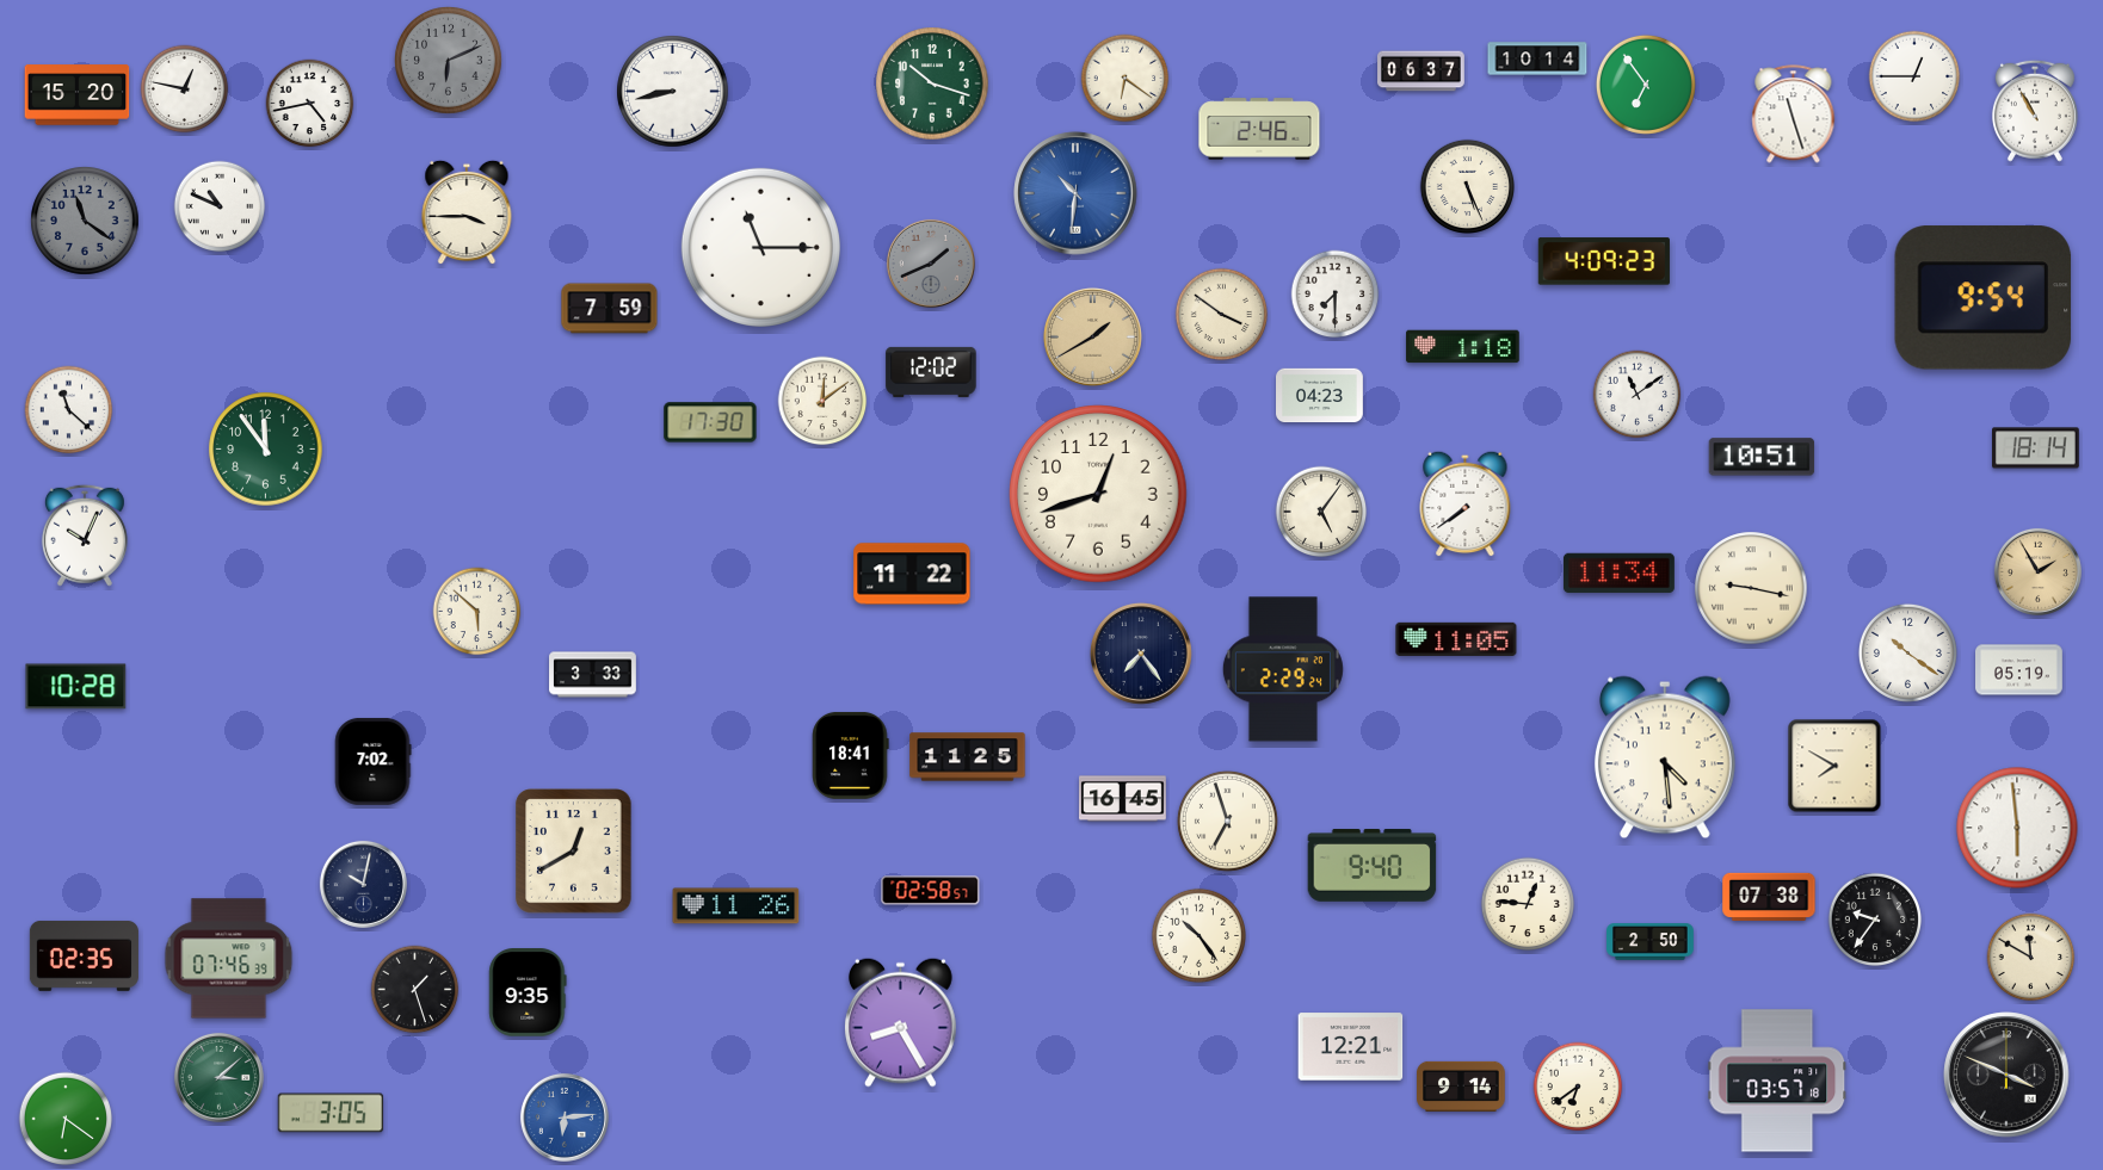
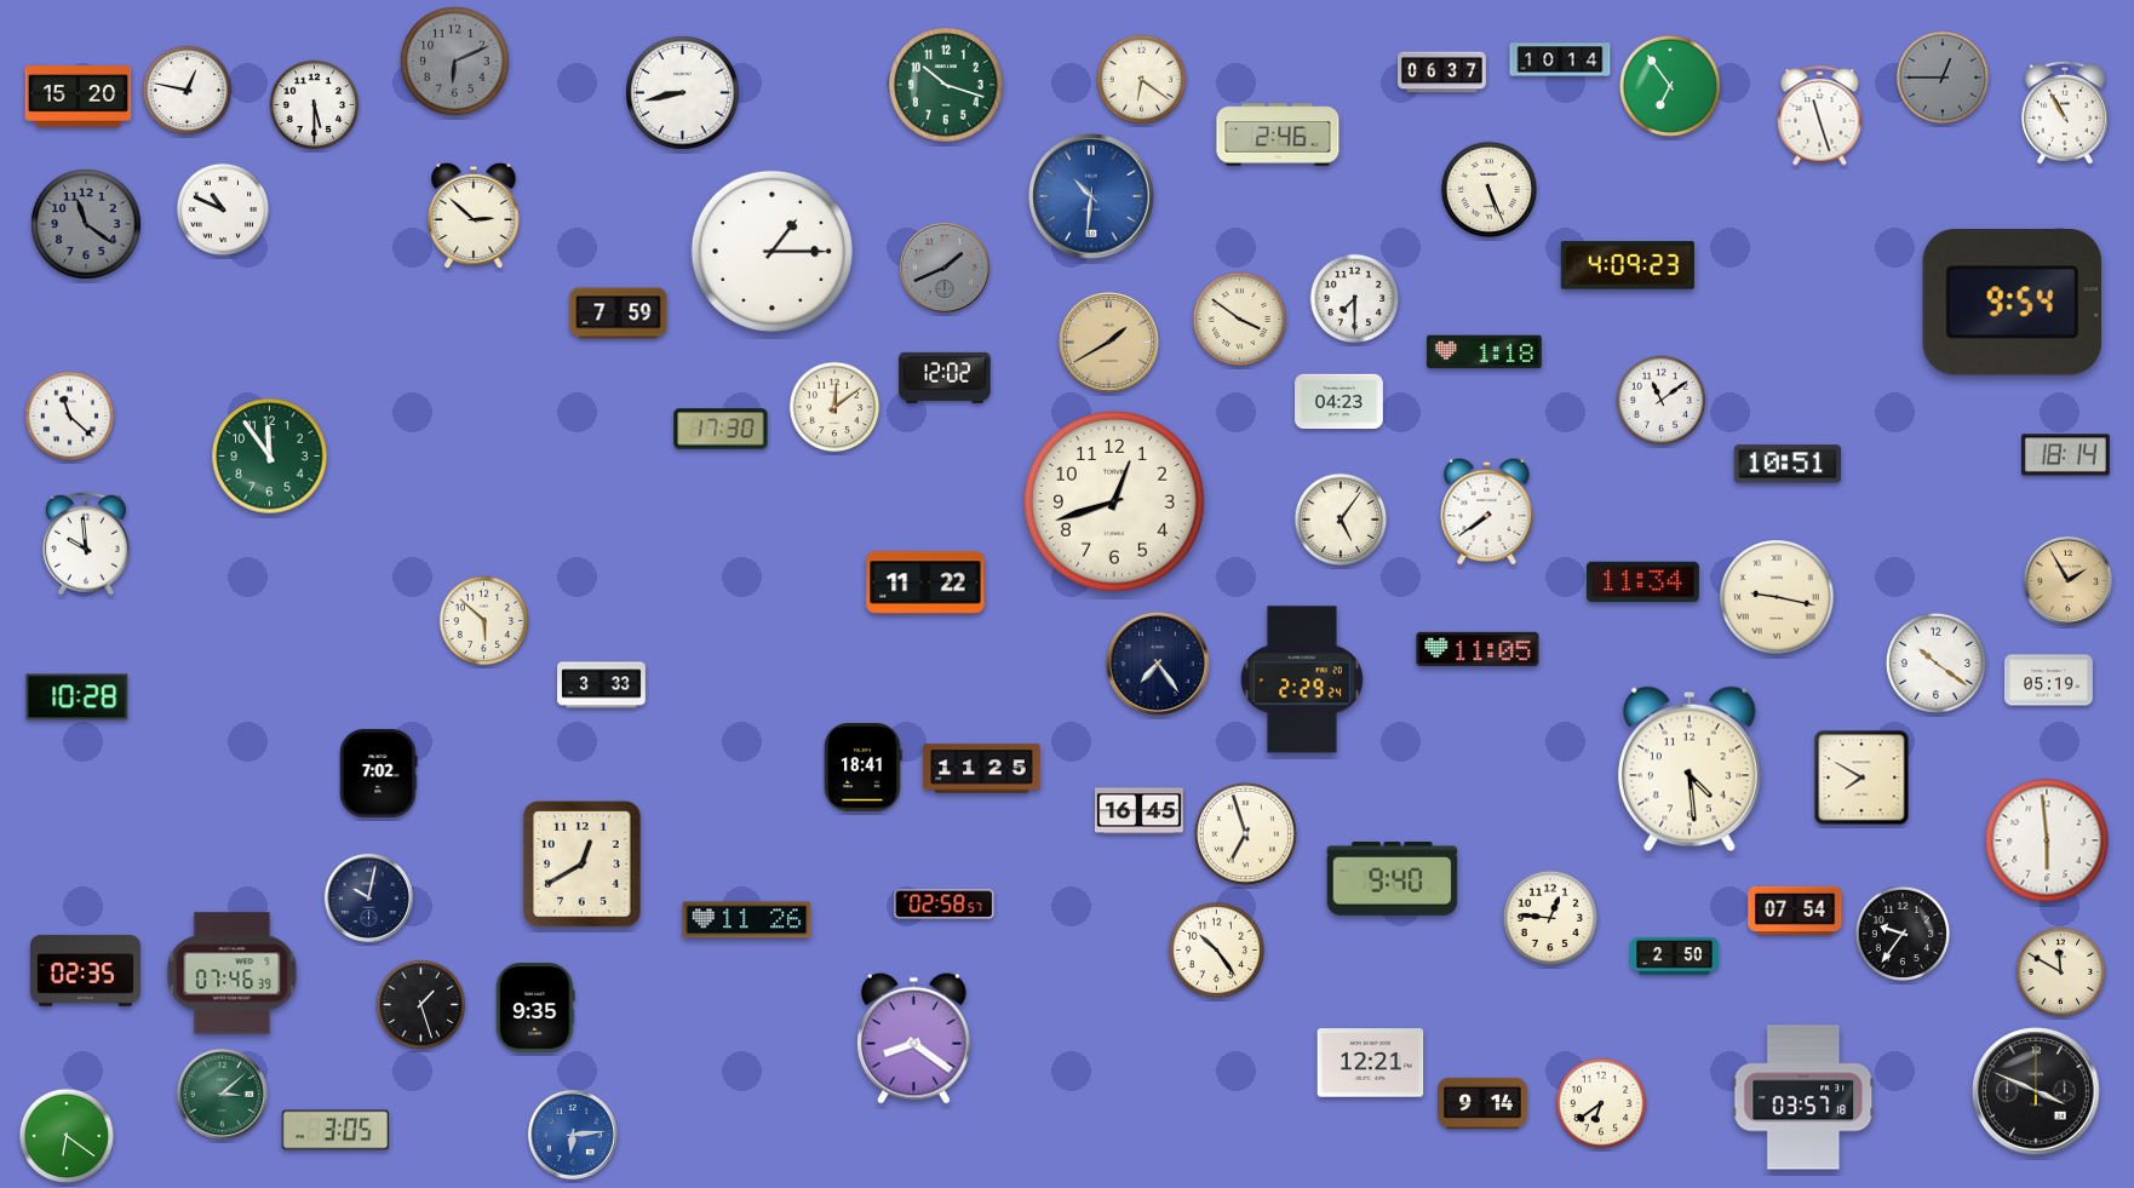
clock at (1914, 76) dial: white -> grey
clock at (310, 104): 4:43 -> 5:30
clock at (1259, 129) position: (1259, 129) -> (1278, 134)
clock at (467, 212): 3:45 -> 2:52
clock at (760, 247): 11:15 -> 1:15
clock at (85, 536): 10:04 -> 9:59
clock at (1769, 896): 07:38 -> 07:54
clock at (900, 1022): 8:25 -> 8:21
